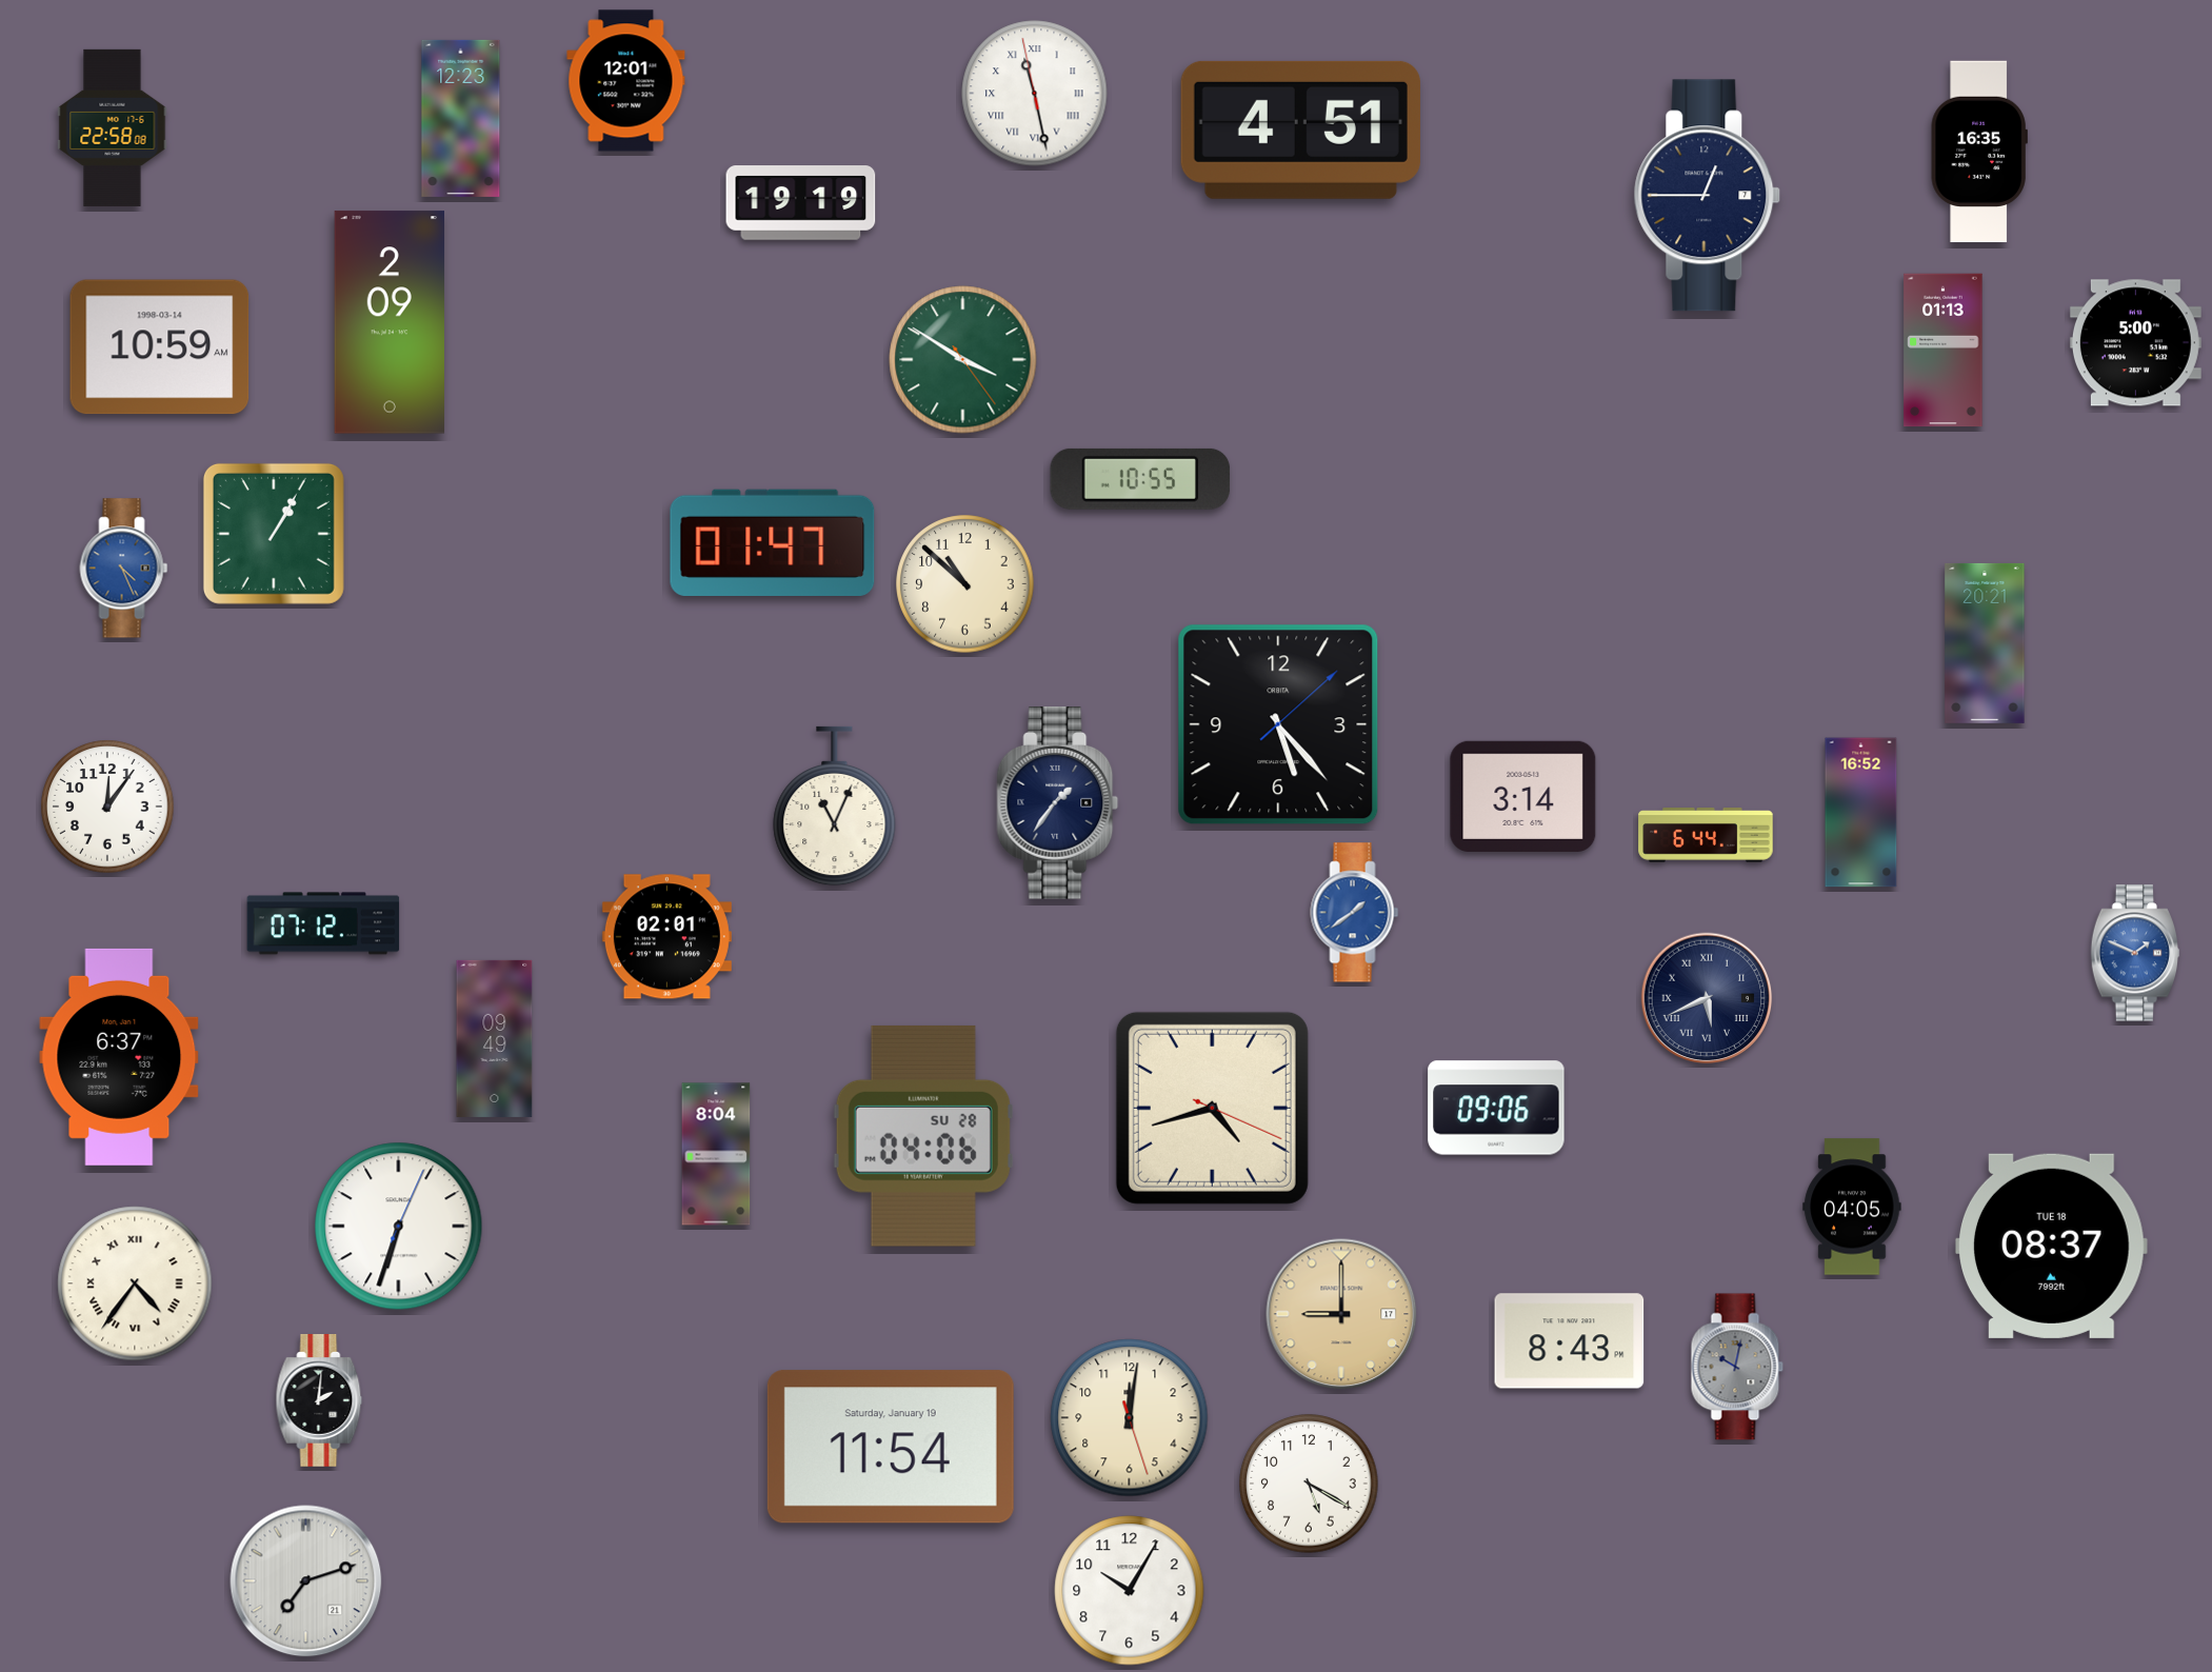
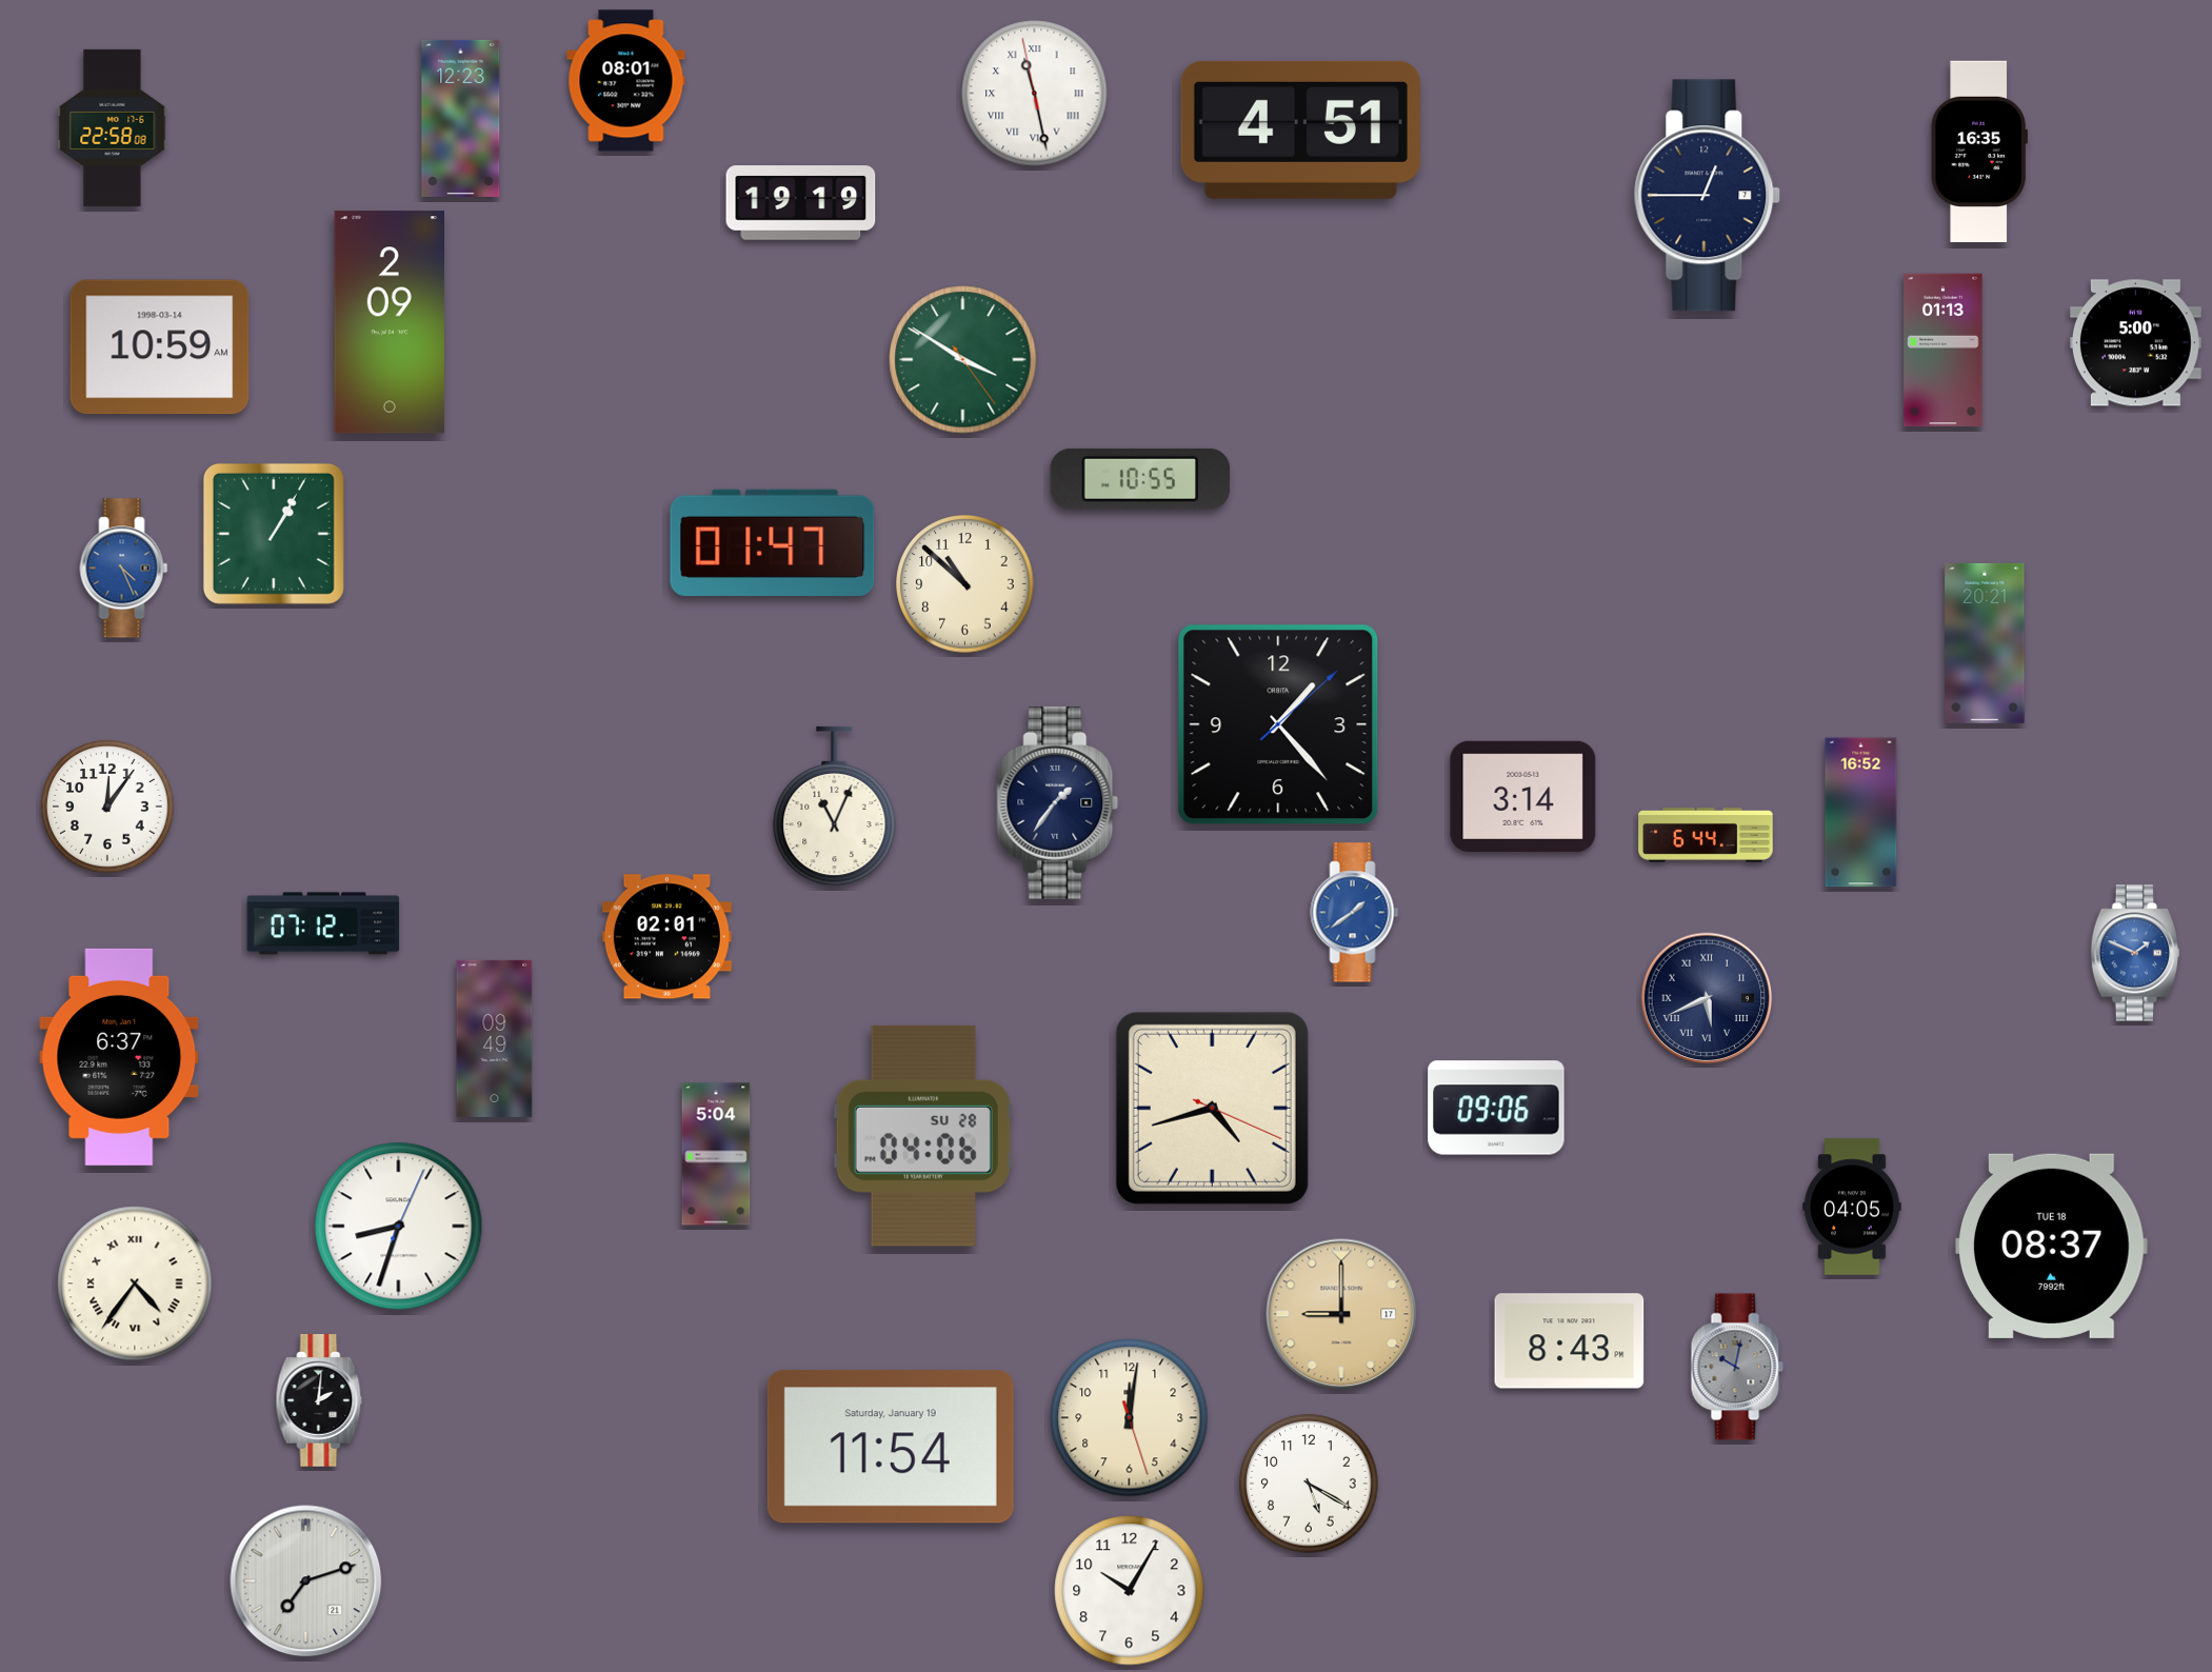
clock at (626, 81): 12:01 -> 08:01
clock at (1278, 724): 5:23 -> 1:23
clock at (716, 1154): 8:04 -> 5:04
clock at (399, 1227): 6:33 -> 8:33
